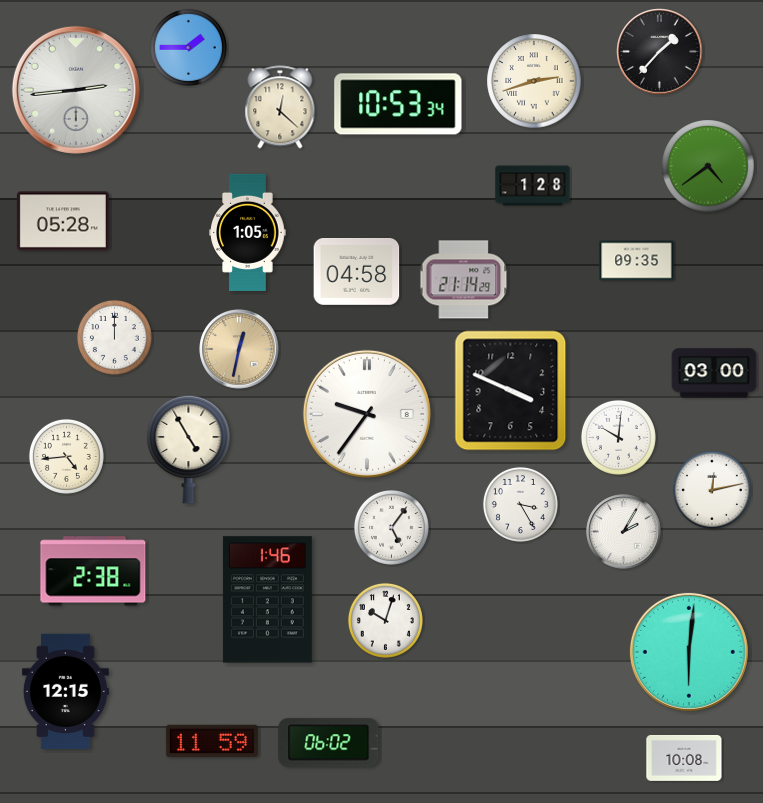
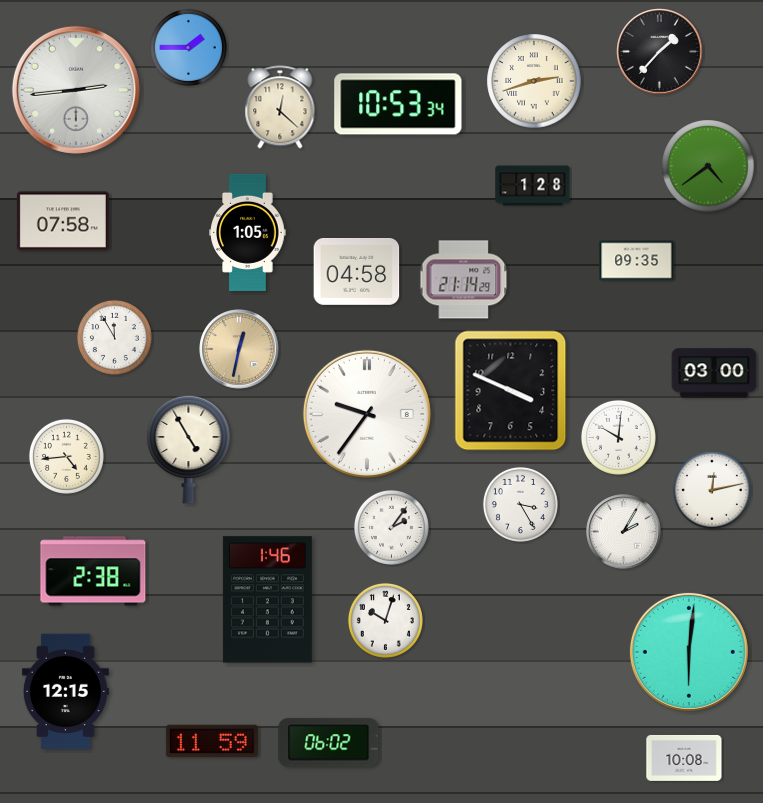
clock at (63, 221): 05:28 -> 07:58
clock at (114, 337): 12:00 -> 11:55
clock at (391, 527): 5:06 -> 2:06
